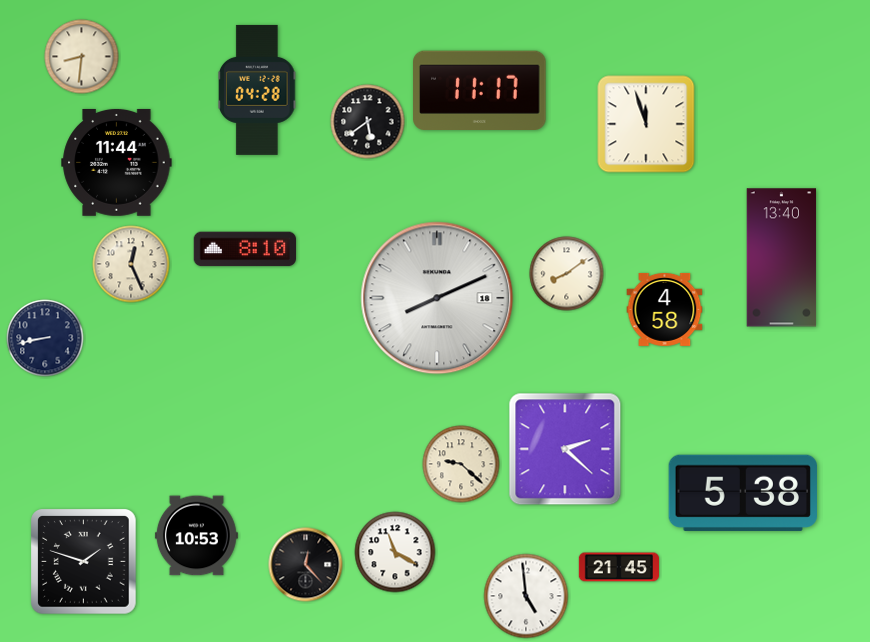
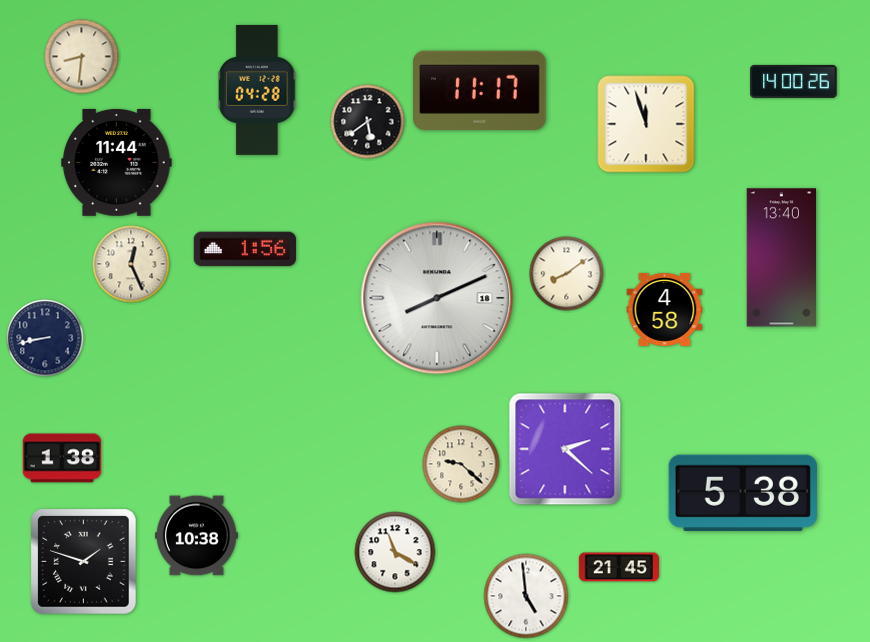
clock at (794, 81): none -> 14:00
clock at (244, 249): 8:10 -> 1:56
clock at (62, 458): none -> 1:38
clock at (196, 536): 10:53 -> 10:38
clock at (306, 565): 12:23 -> none
